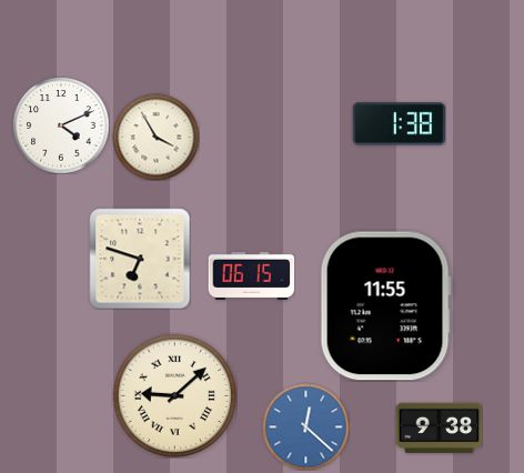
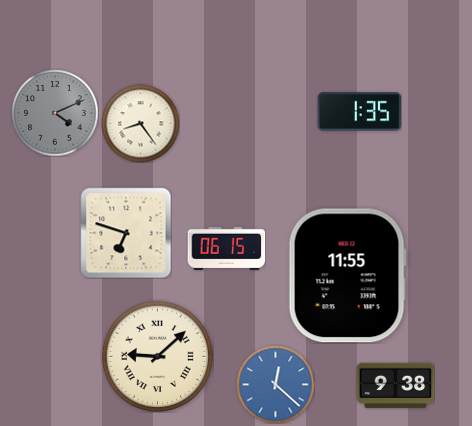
clock at (399, 124): 1:38 -> 1:35
clock at (61, 125) dial: white -> grey
clock at (155, 137): 3:55 -> 8:24
